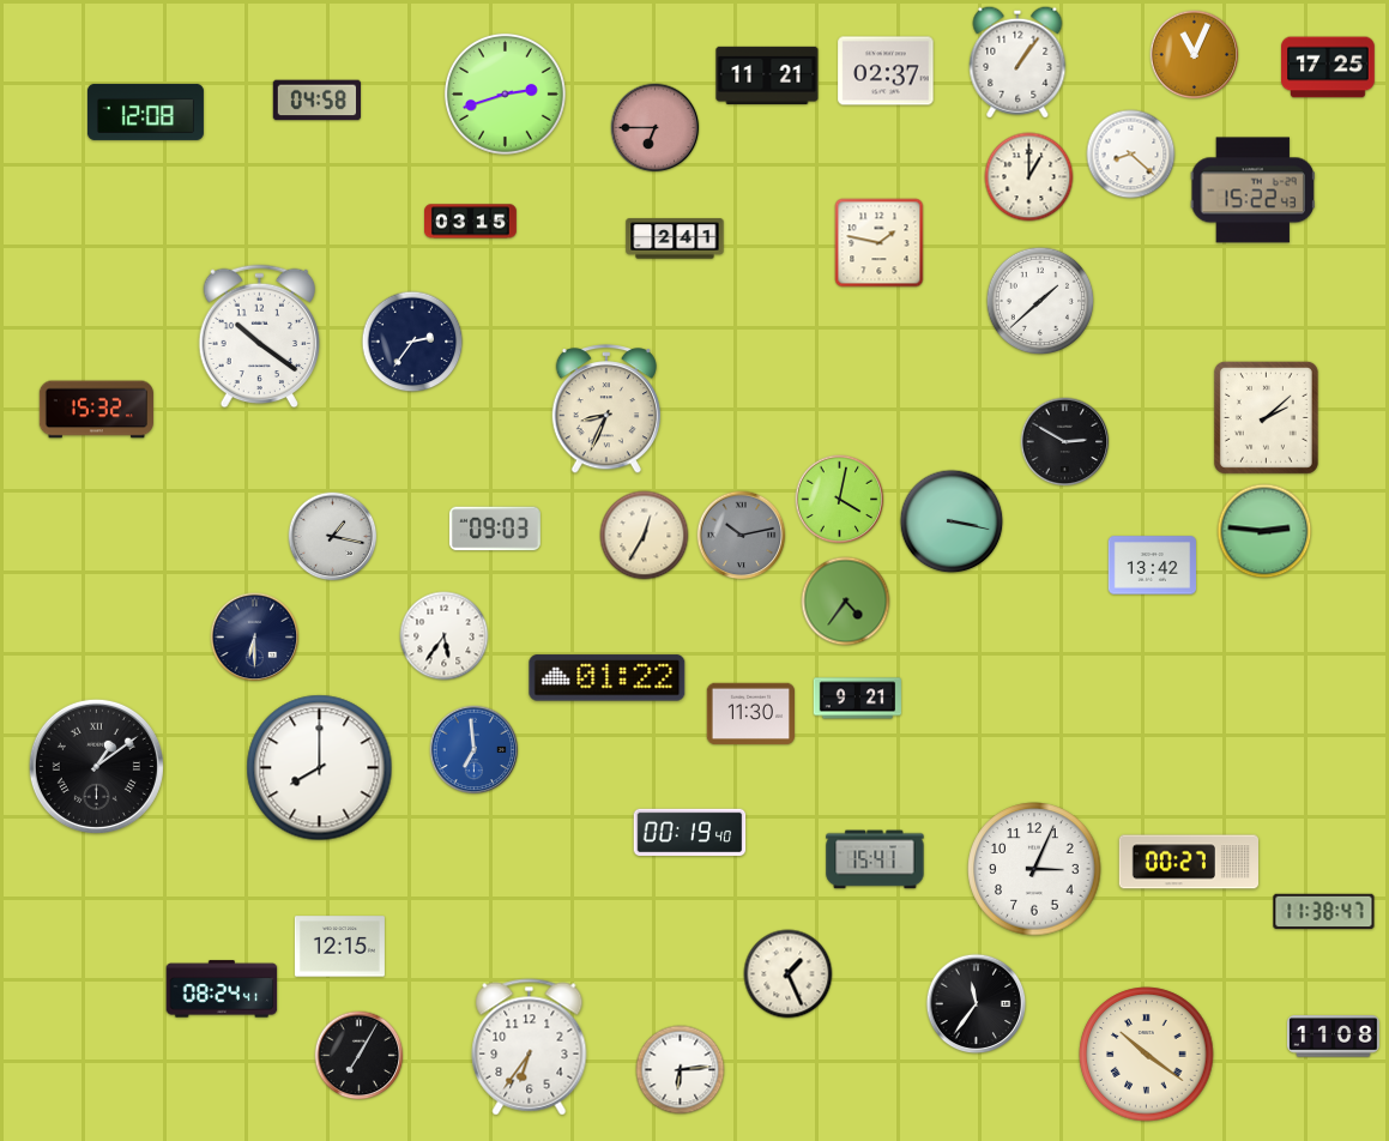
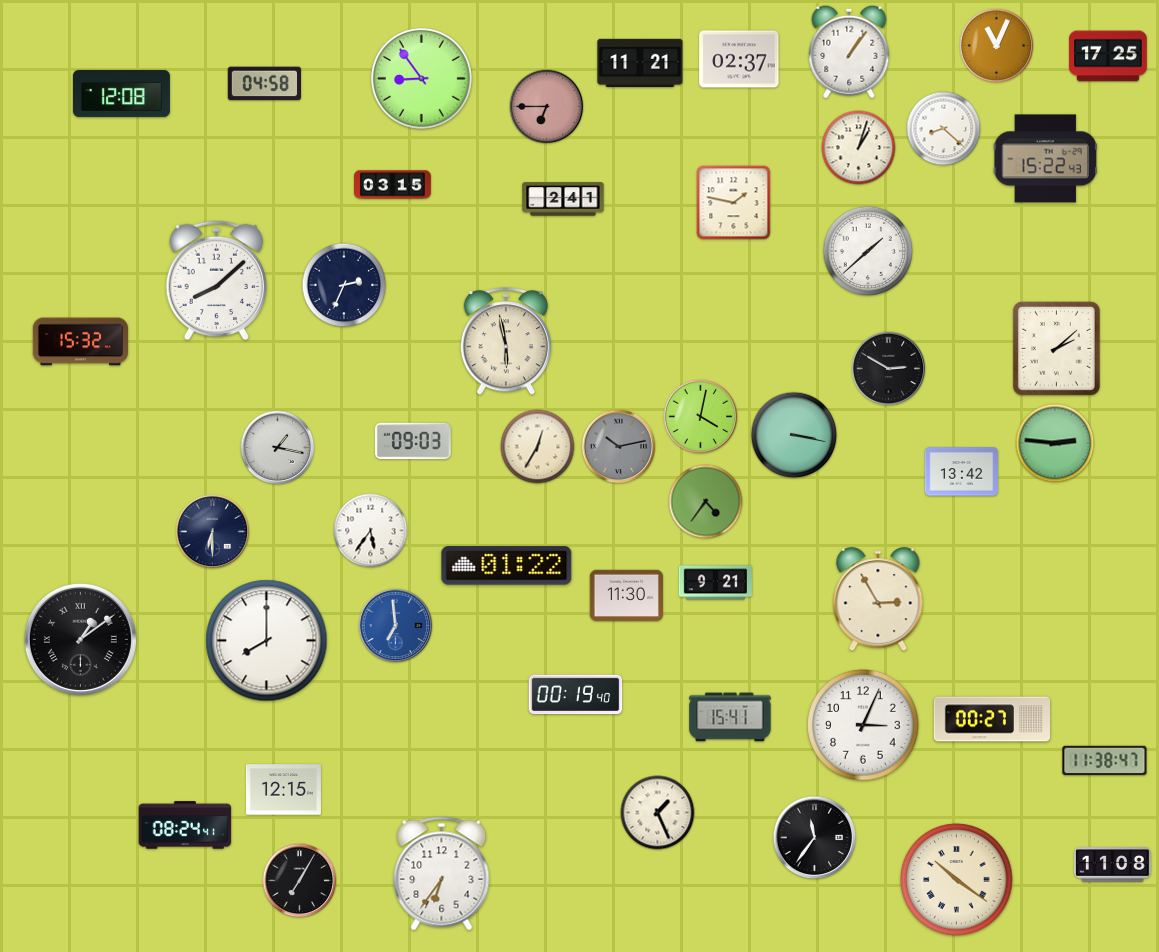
clock at (505, 93): 2:42 -> 8:54
clock at (1029, 177): 1:00 -> 1:03
clock at (259, 337): 10:21 -> 8:08
clock at (412, 342): 2:36 -> 2:34
clock at (606, 410): 8:34 -> 5:58
clock at (878, 600): none -> 2:55
clock at (681, 1070): 6:14 -> none
